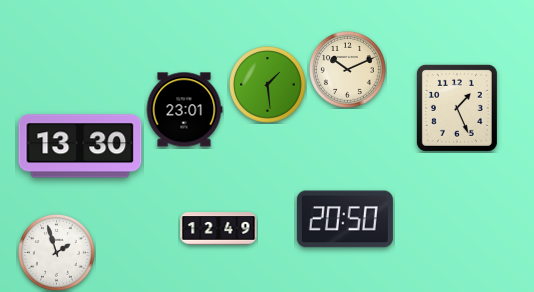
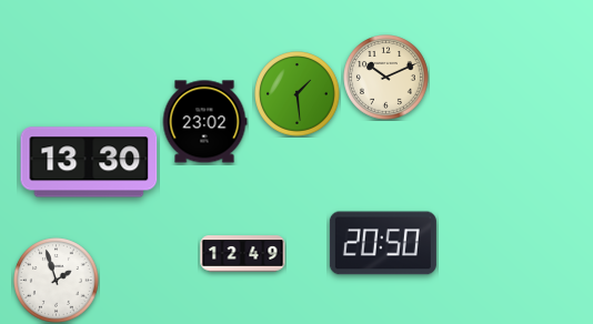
clock at (457, 108): 1:26 -> none
clock at (184, 110): 23:01 -> 23:02
clock at (57, 253) position: (57, 253) -> (57, 281)
